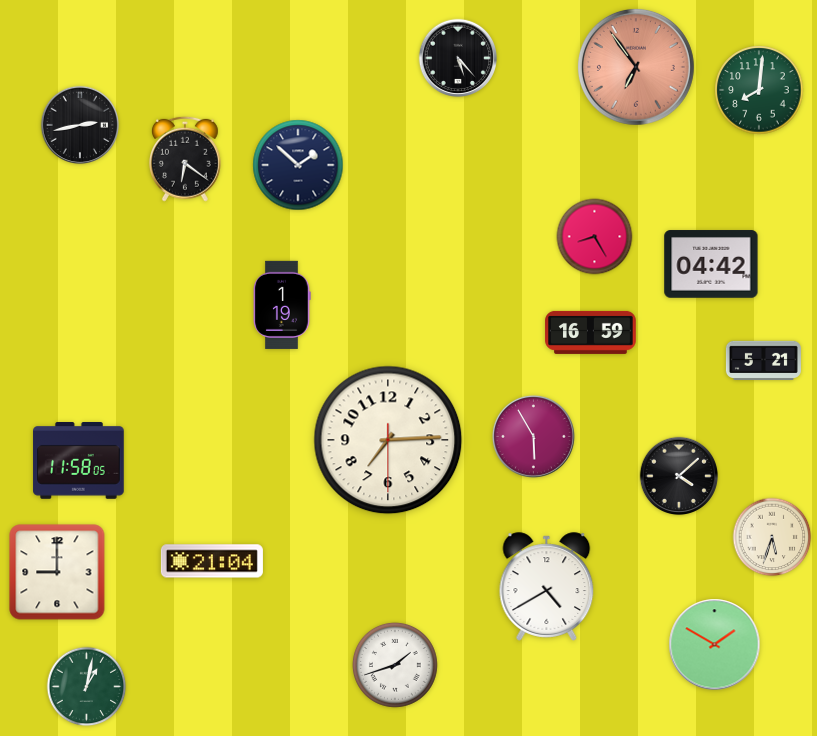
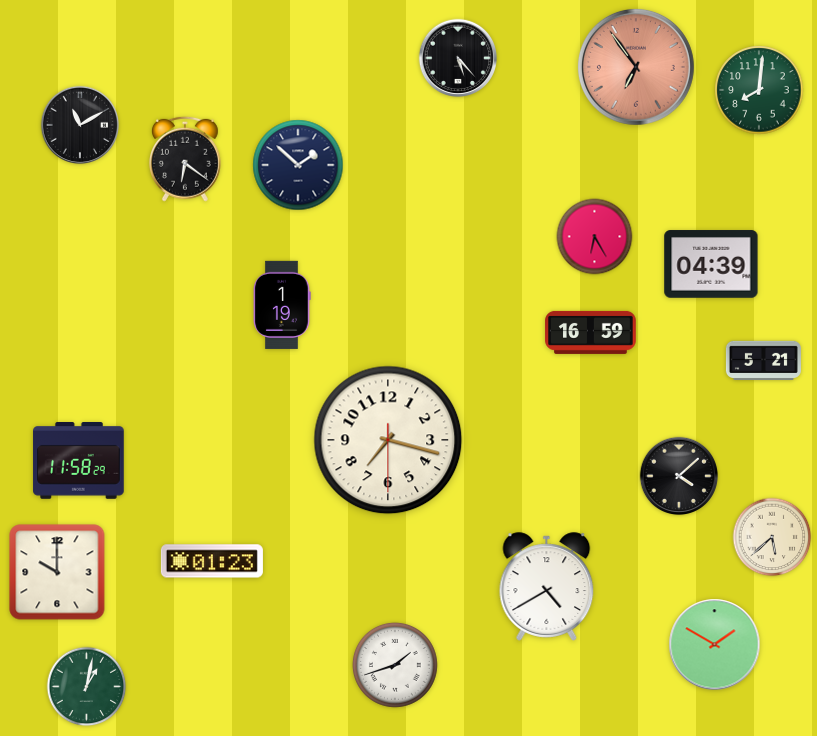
clock at (80, 125): 2:43 -> 11:10
clock at (595, 237): 8:25 -> 6:25
clock at (711, 264): 04:42 -> 04:39
clock at (533, 436): 5:55 -> none
clock at (388, 440): 7:14 -> 7:17
clock at (79, 461): 11:58:05 -> 11:58:29
clock at (772, 537): 5:33 -> 5:38
clock at (212, 561): 21:04 -> 01:23
clock at (57, 572): 9:00 -> 10:00
